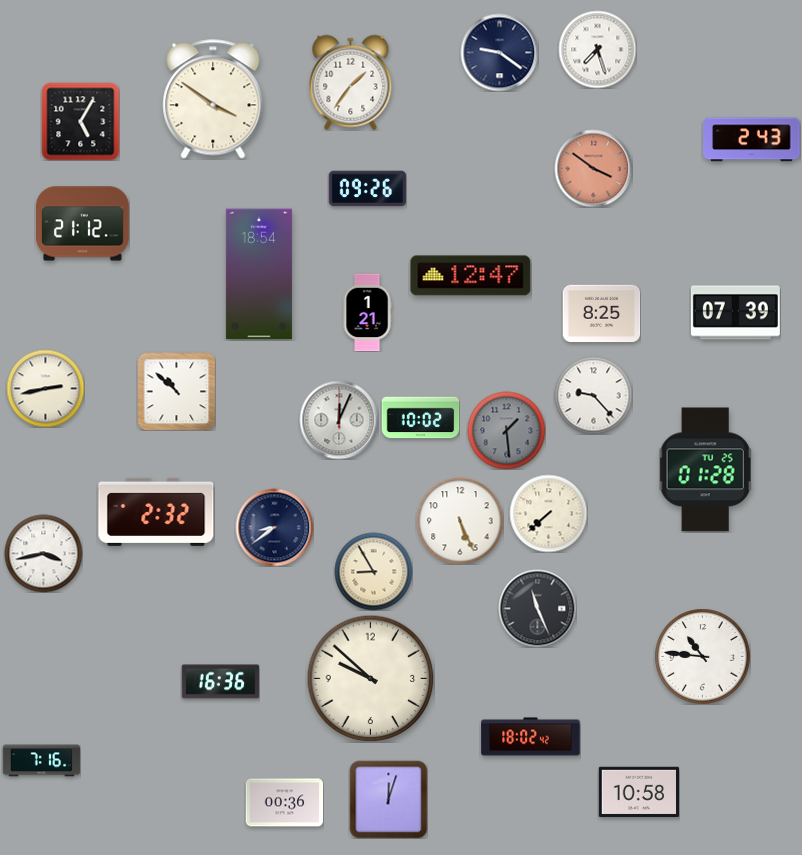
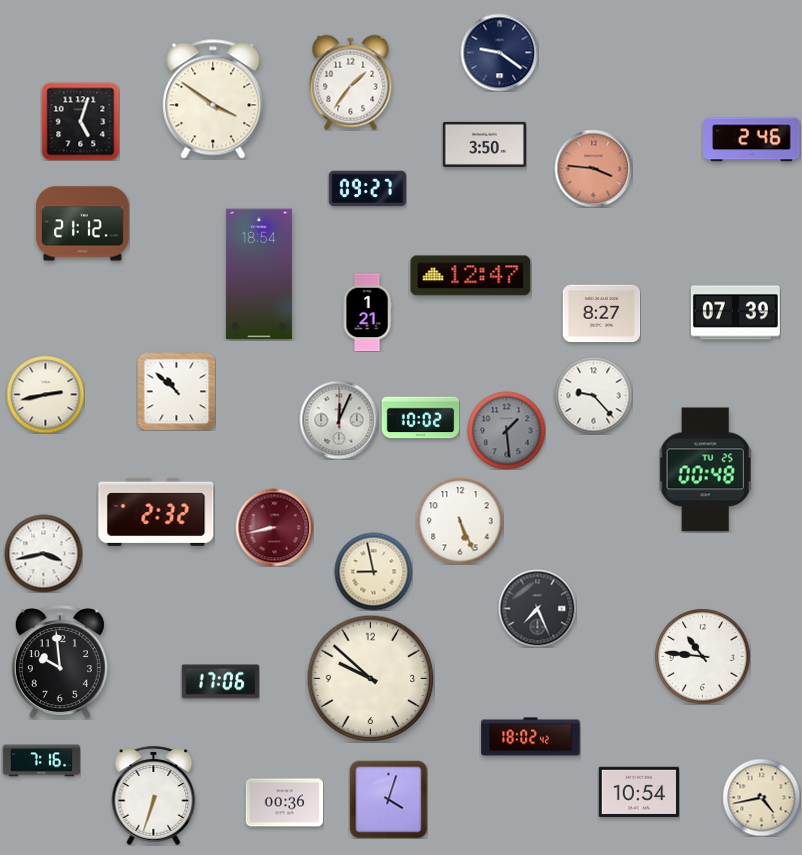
clock at (597, 49): 7:27 -> none
clock at (80, 121): 5:05 -> 5:03
clock at (752, 140): 2:43 -> 2:46
clock at (484, 144): none -> 3:50
clock at (593, 168): 3:51 -> 3:46
clock at (367, 189): 09:26 -> 09:27
clock at (601, 314): 8:25 -> 8:27
clock at (45, 388) position: (45, 388) -> (45, 394)
clock at (706, 470): 01:28 -> 00:48
clock at (548, 513): 7:38 -> none
clock at (274, 527): 8:39 -> 8:43
clock at (274, 527) dial: navy -> burgundy
clock at (373, 571): 8:55 -> 8:58
clock at (537, 608): 11:26 -> 7:26
clock at (60, 662): none -> 9:59
clock at (220, 682): 16:36 -> 17:06
clock at (638, 791): 10:58 -> 10:54
clock at (154, 795): none -> 6:33
clock at (761, 797): none -> 4:43
clock at (388, 799): 12:03 -> 4:03
